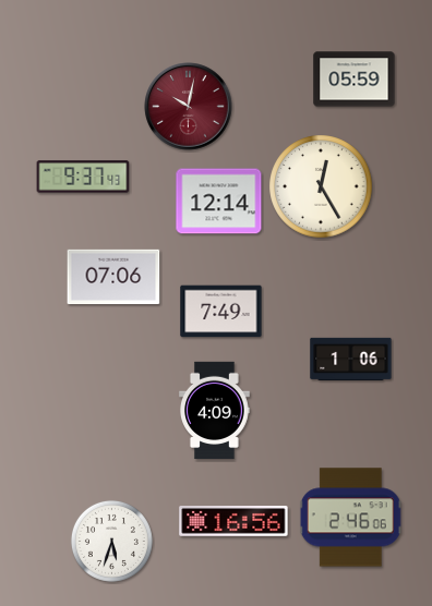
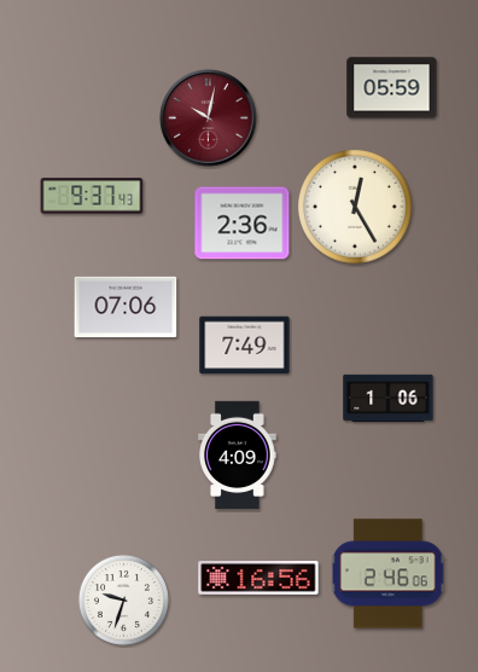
clock at (219, 202): 12:14 -> 2:36
clock at (111, 541): 5:33 -> 9:33
